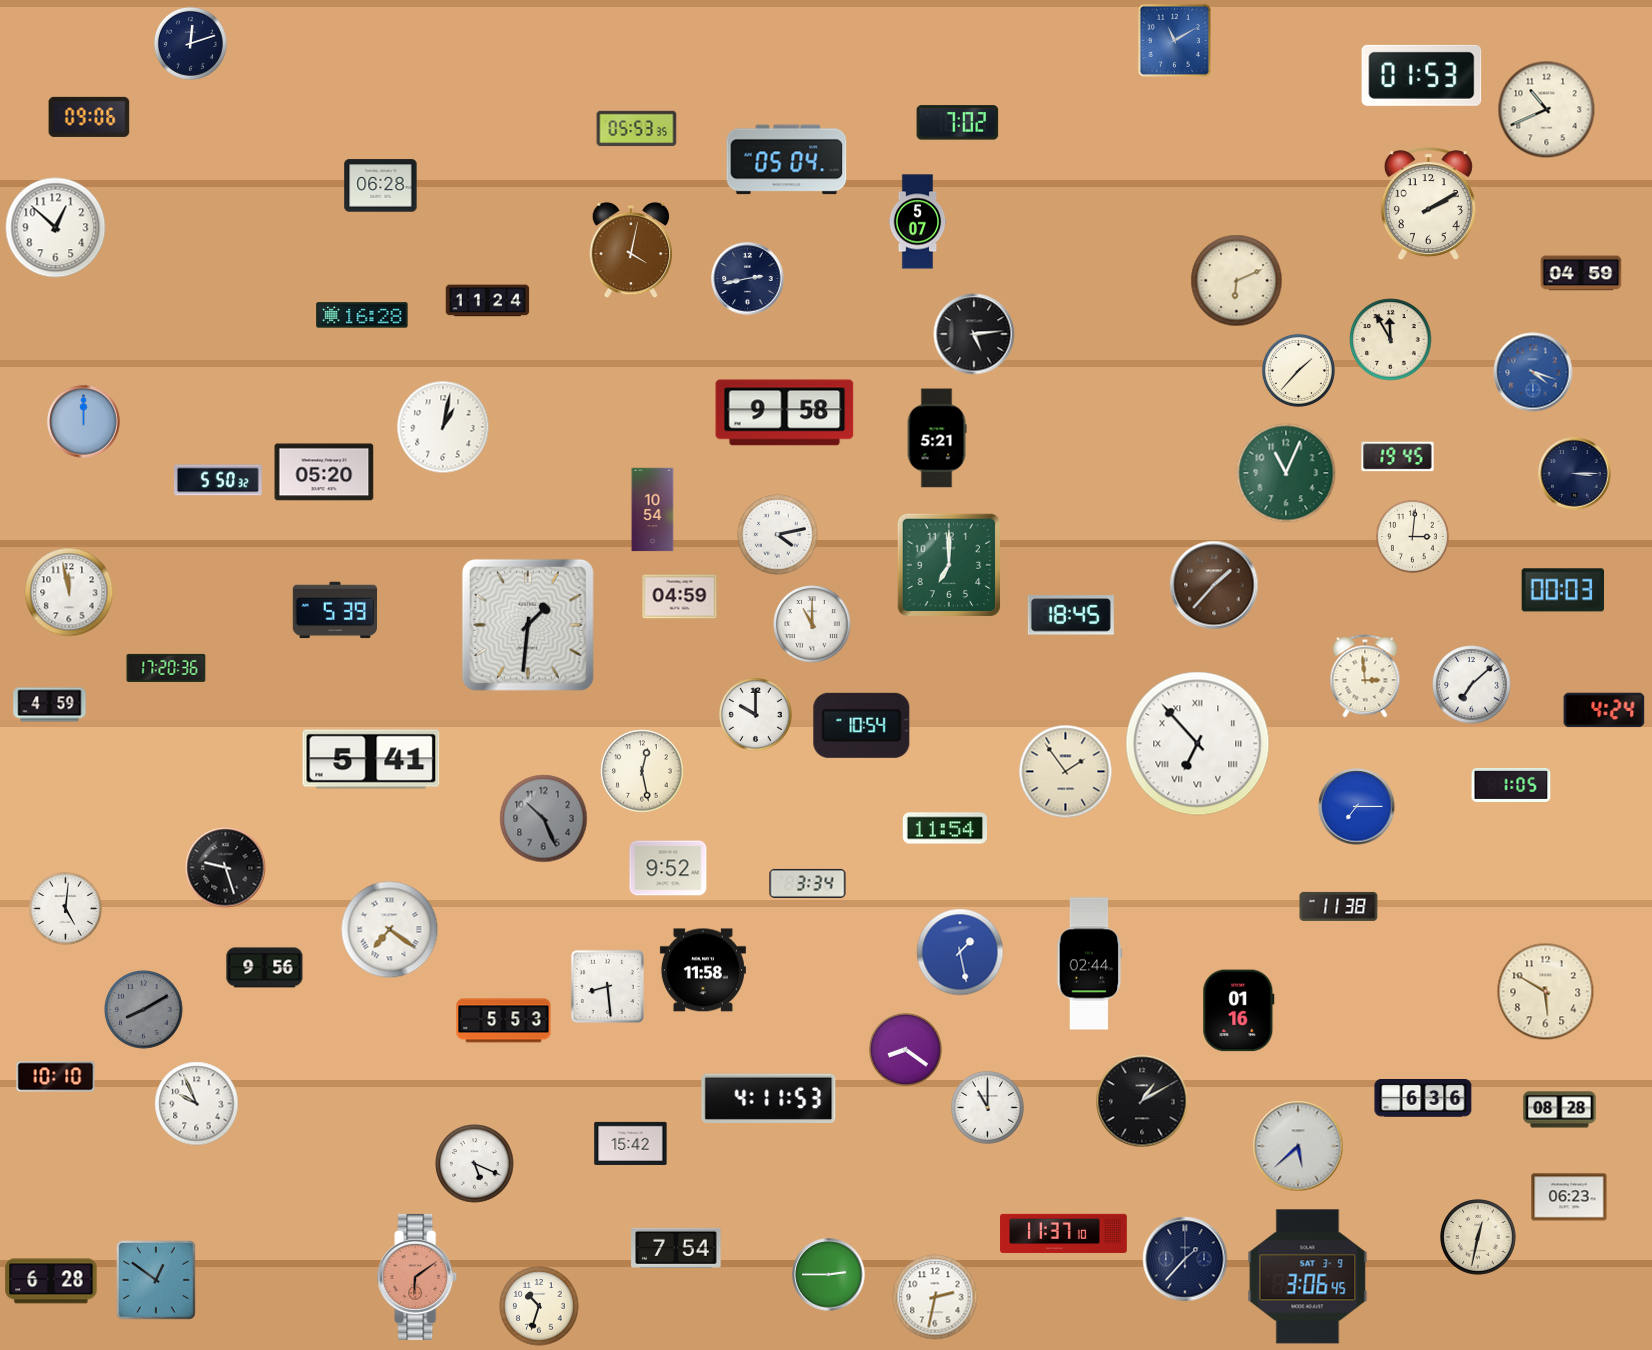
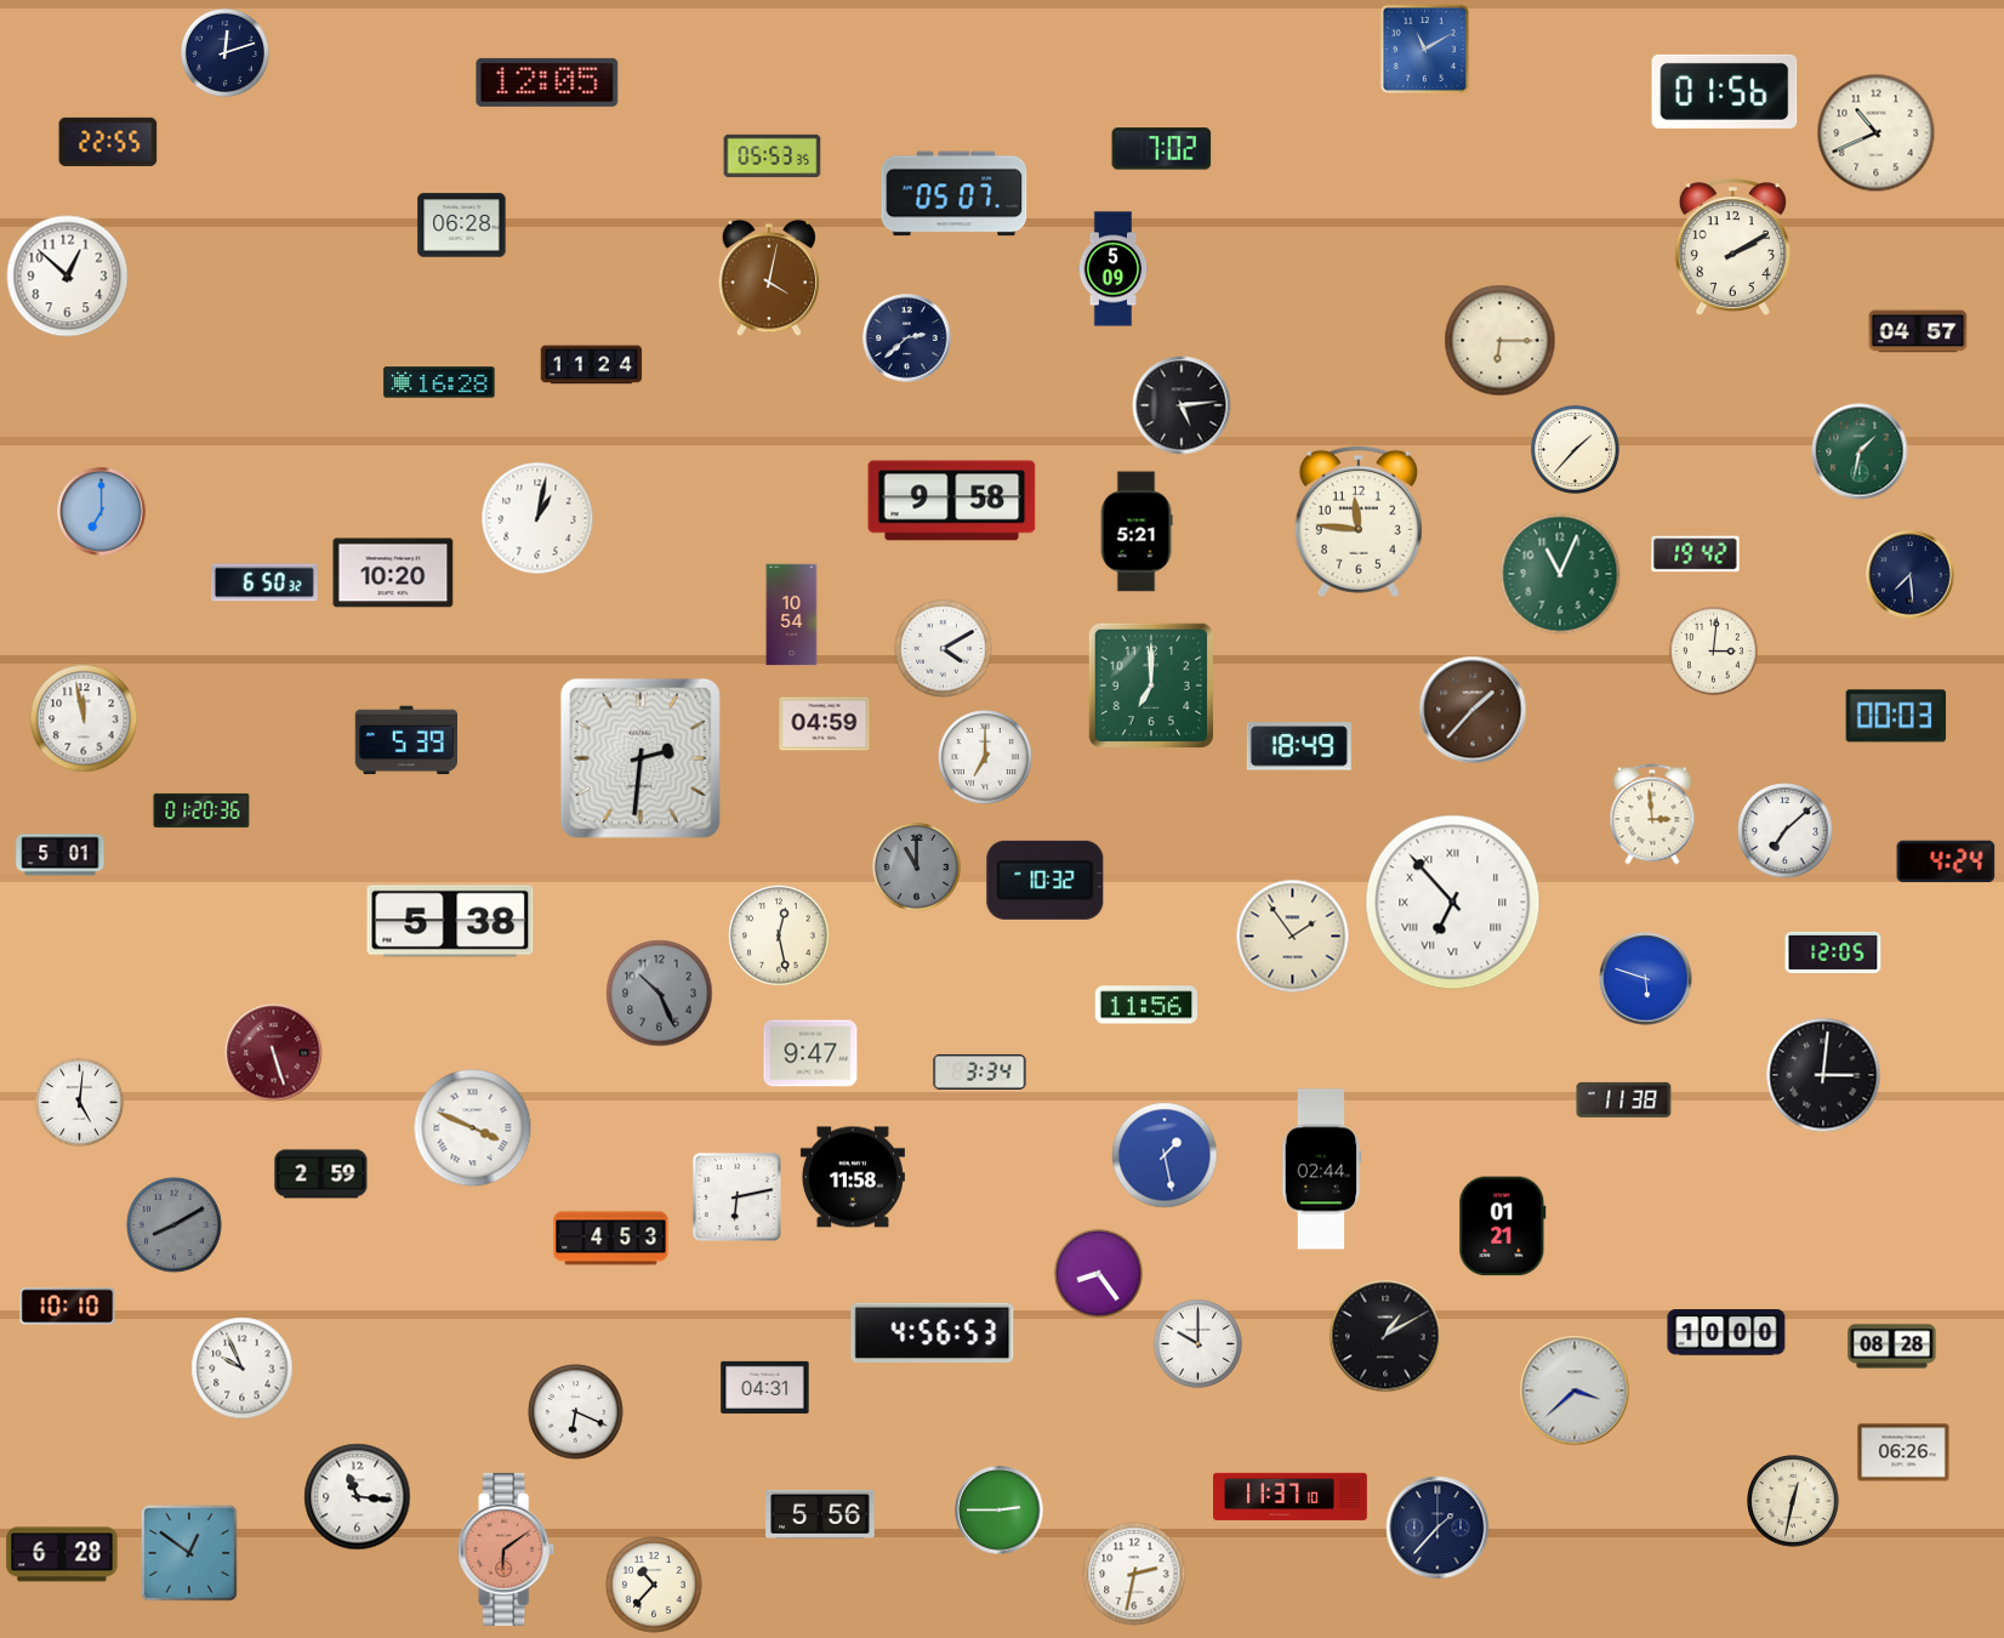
clock at (190, 43) position: (190, 43) -> (224, 52)
clock at (547, 83): none -> 12:05
clock at (1422, 75): 01:53 -> 01:56
clock at (89, 117): 09:06 -> 22:55
clock at (787, 160): 05:04 -> 05:07
clock at (918, 222): 5:07 -> 5:09
clock at (631, 250) position: (631, 250) -> (769, 278)
clock at (1581, 273): 04:59 -> 04:57
clock at (748, 279): 2:43 -> 2:38
clock at (1237, 281): 6:11 -> 6:15
clock at (1391, 340): 11:55 -> none
clock at (1533, 372): 4:18 -> 1:32
clock at (1533, 372) dial: blue -> green
clock at (84, 422): 12:00 -> 7:00
clock at (1359, 522): none -> 11:46
clock at (1398, 457): 19:45 -> 19:42
clock at (324, 472): 05:20 -> 10:20
clock at (1575, 474): 3:15 -> 7:29
clock at (218, 480): 5:50 -> 6:50
clock at (653, 510) position: (653, 510) -> (792, 615)
clock at (778, 535): 4:13 -> 4:10
clock at (1071, 615): 18:45 -> 18:49
clock at (812, 624): 11:00 -> 7:00
clock at (528, 625): 1:31 -> 2:31
clock at (166, 668): 17:20 -> 01:20
clock at (1365, 676) position: (1365, 676) -> (1652, 814)
clock at (50, 705): 4:59 -> 5:01
clock at (755, 714): 10:00 -> 11:00
clock at (755, 714) dial: white -> grey
clock at (862, 725): 10:54 -> 10:32
clock at (371, 759): 5:41 -> 5:38
clock at (1511, 785): 1:05 -> 12:05
clock at (1357, 807): 7:15 -> 5:48
clock at (944, 828): 11:54 -> 11:56
clock at (226, 868): 9:27 -> 5:27
clock at (226, 868) dial: black -> burgundy
clock at (668, 868): 9:52 -> 9:47
clock at (1823, 1075): none -> 3:01
clock at (390, 930): 7:21 -> 3:49
clock at (265, 968): 9:56 -> 2:59
clock at (607, 986): 8:29 -> 6:13
clock at (1546, 992): 5:50 -> none
clock at (1239, 1011): 01:16 -> 01:21
clock at (504, 1021): 5:53 -> 4:53
clock at (905, 1049): 8:21 -> 8:24
clock at (1423, 1098): 6:36 -> 10:00
clock at (769, 1099): 4:11 -> 4:56
clock at (197, 1104) position: (197, 1104) -> (243, 1369)
clock at (987, 1107): 11:00 -> 10:00
clock at (631, 1143): 15:42 -> 04:31
clock at (1298, 1146): 5:38 -> 3:38
clock at (475, 1164): 5:19 -> 6:19
clock at (1569, 1197): 06:23 -> 06:26
clock at (358, 1497): none -> 11:16
clock at (676, 1248): 7:54 -> 5:56
clock at (829, 1275) position: (829, 1275) -> (1000, 1511)
clock at (1308, 1277): 3:06 -> none
clock at (539, 1306): 10:33 -> 10:37
